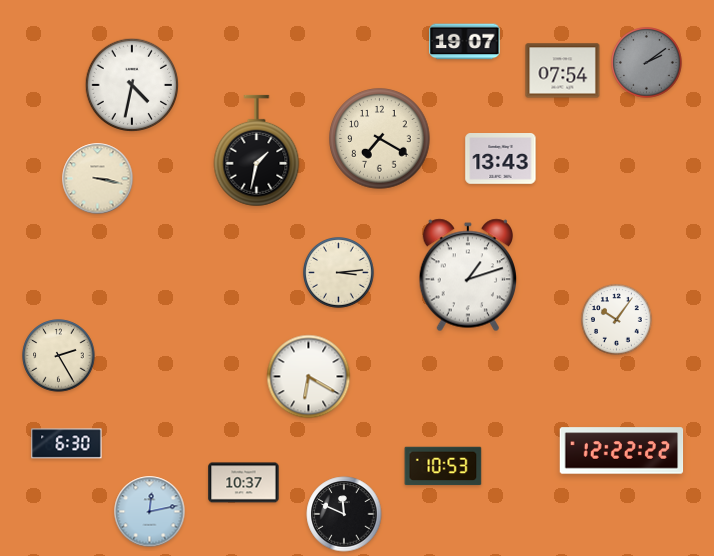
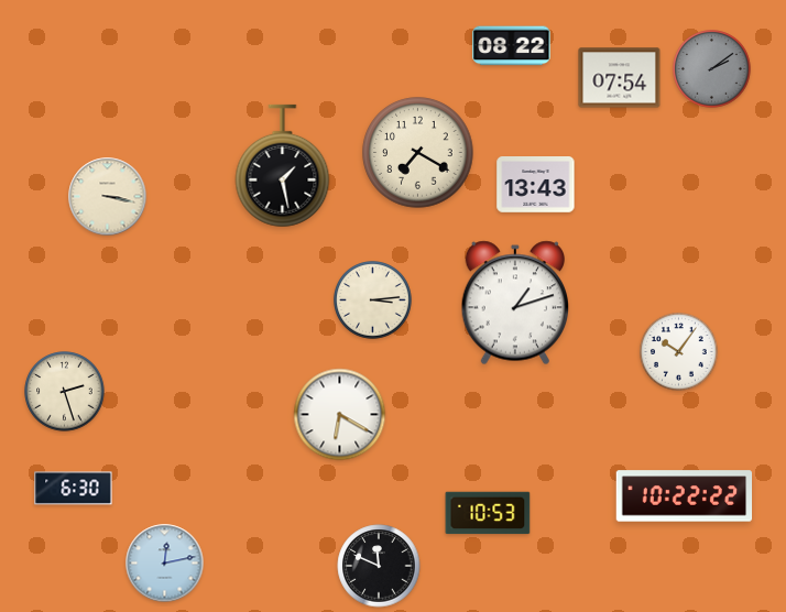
clock at (465, 42): 19:07 -> 08:22
clock at (132, 85): 4:32 -> none
clock at (257, 151): 1:32 -> 1:28
clock at (501, 159) position: (501, 159) -> (536, 185)
clock at (59, 356): 2:25 -> 2:27
clock at (622, 451): 12:22 -> 10:22
clock at (244, 483): 10:37 -> none
